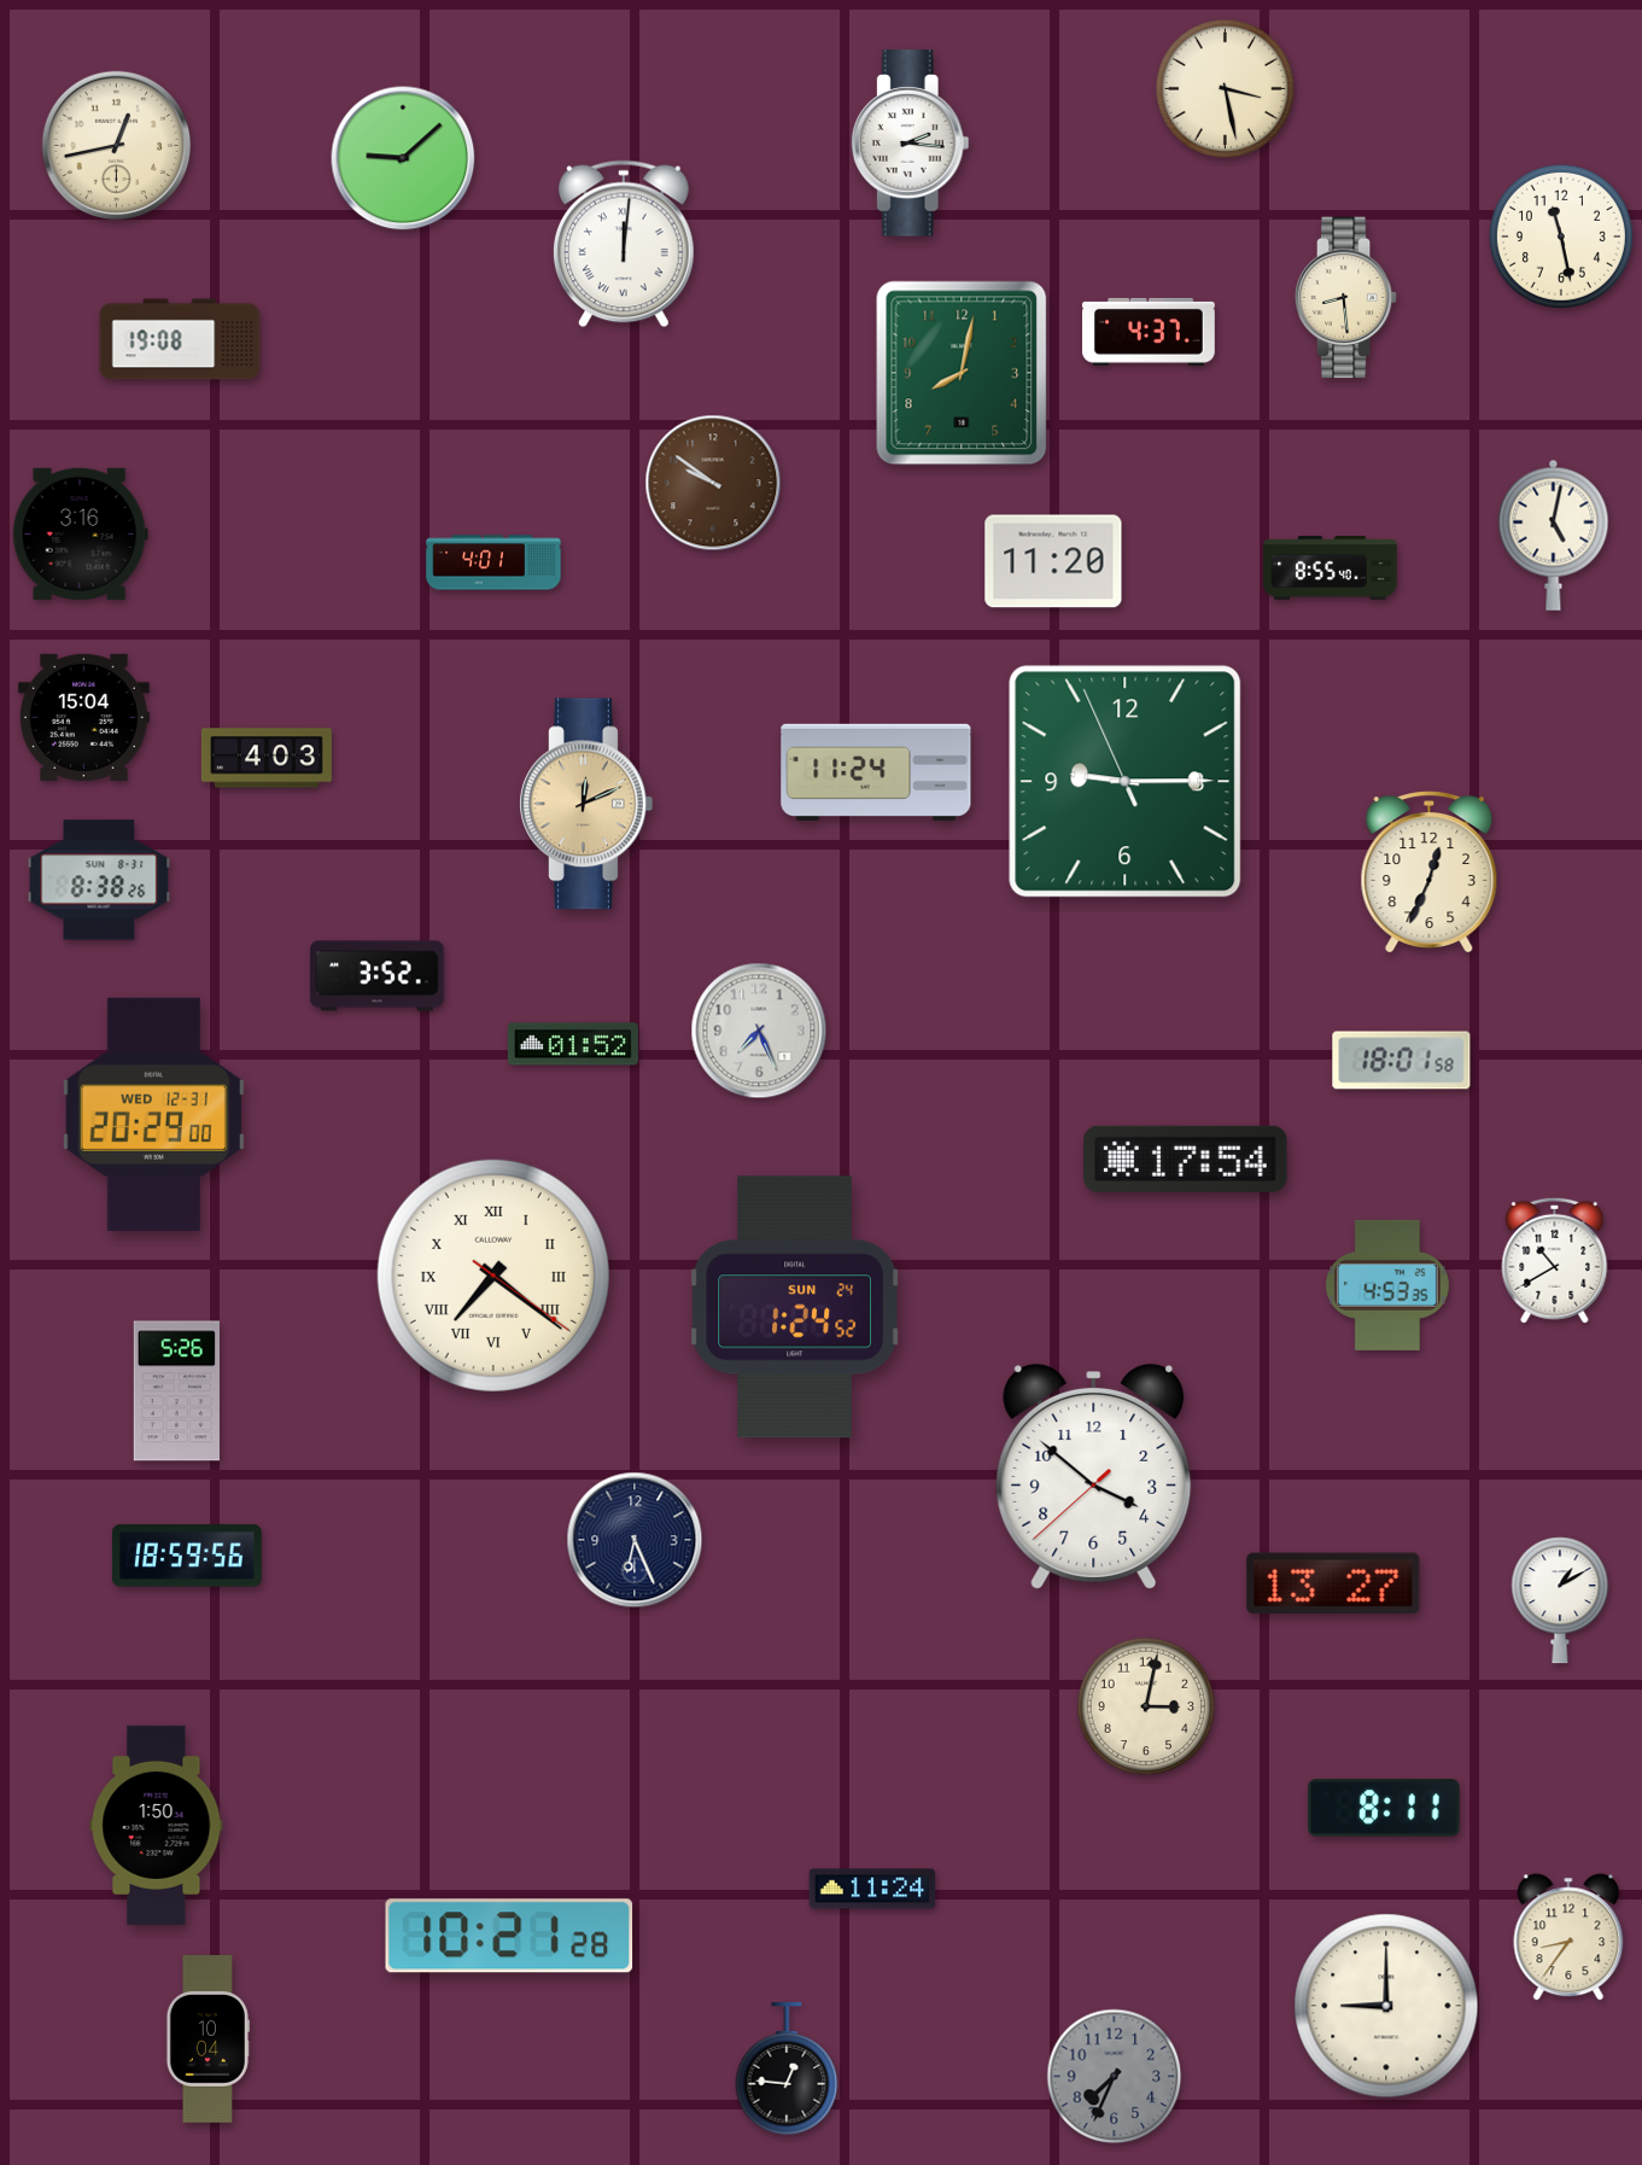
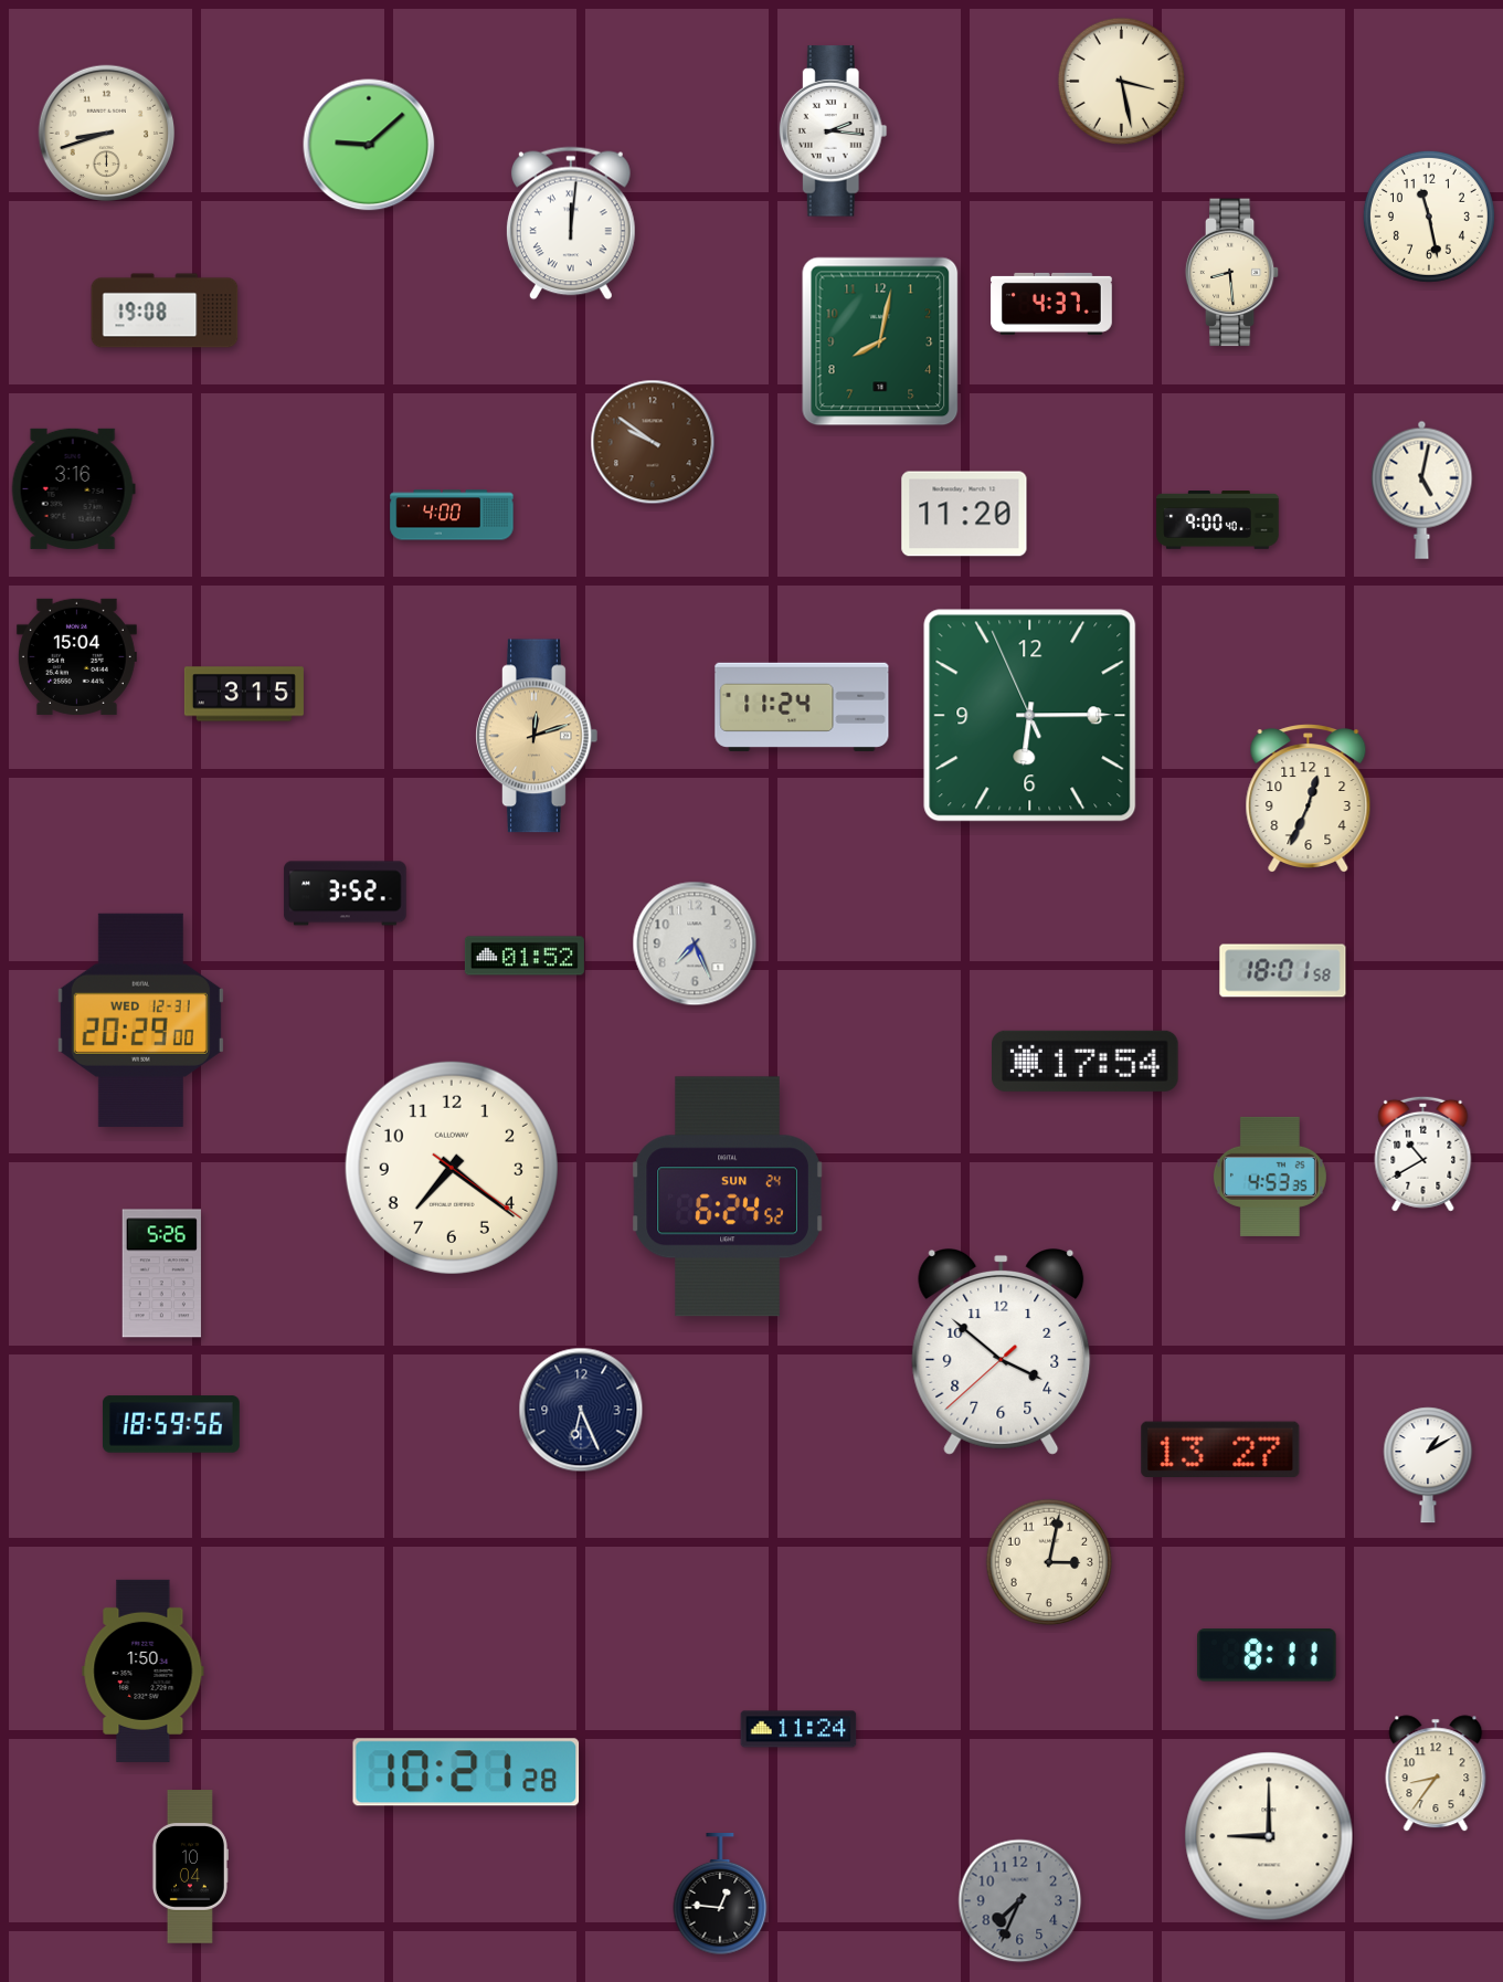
clock at (117, 146): 12:43 -> 8:42
clock at (493, 562): 4:01 -> 4:00
clock at (1331, 568): 8:55 -> 9:00
clock at (267, 758): 4:03 -> 3:15
clock at (1126, 782): 9:14 -> 6:14
clock at (586, 804): 12:11 -> 12:12
clock at (99, 880): 8:38 -> none
clock at (493, 1276) numerals: Roman -> Arabic
clock at (795, 1307): 1:24 -> 6:24
